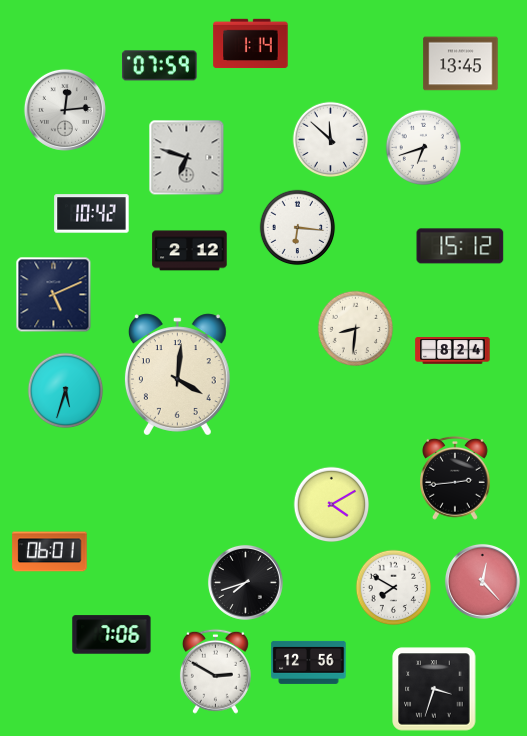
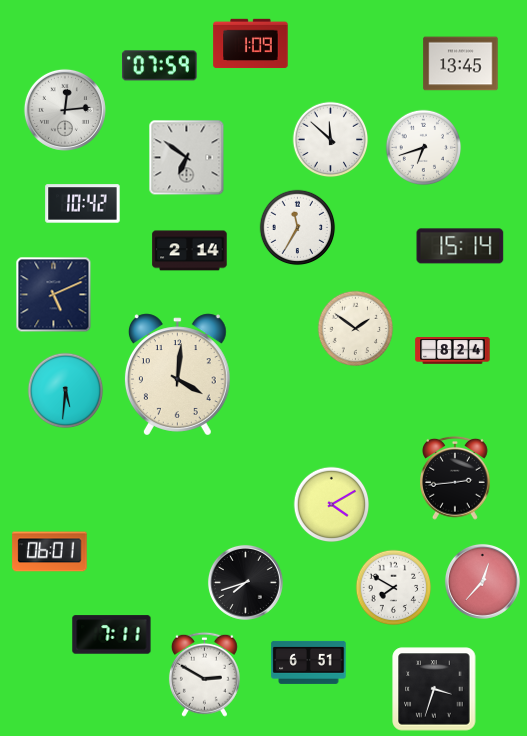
clock at (251, 44): 1:14 -> 1:09
clock at (187, 158): 6:48 -> 6:51
clock at (92, 214) position: (92, 214) -> (83, 204)
clock at (298, 228): 6:16 -> 11:35
clock at (460, 246): 15:12 -> 15:14
clock at (190, 251): 2:12 -> 2:14
clock at (356, 329): 8:31 -> 1:51
clock at (66, 391): 5:33 -> 5:31
clock at (482, 581): 12:23 -> 12:37
clock at (112, 635): 7:06 -> 7:11
clock at (309, 662): 12:56 -> 6:51
clock at (215, 671) position: (215, 671) -> (204, 674)
